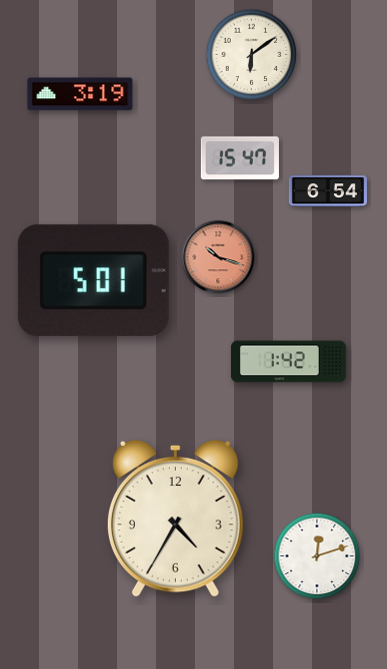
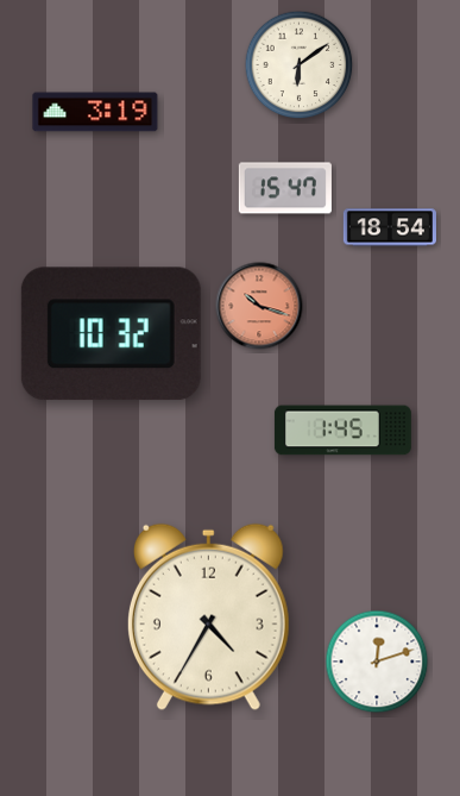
clock at (328, 191): 6:54 -> 18:54
clock at (93, 281): 5:01 -> 10:32
clock at (288, 362): 1:42 -> 1:45
